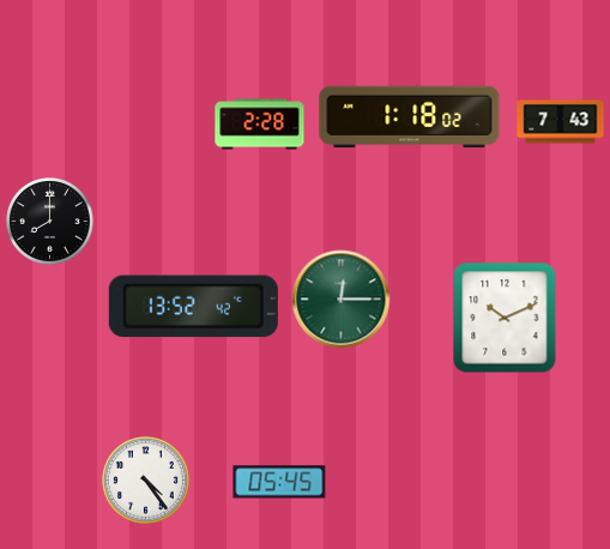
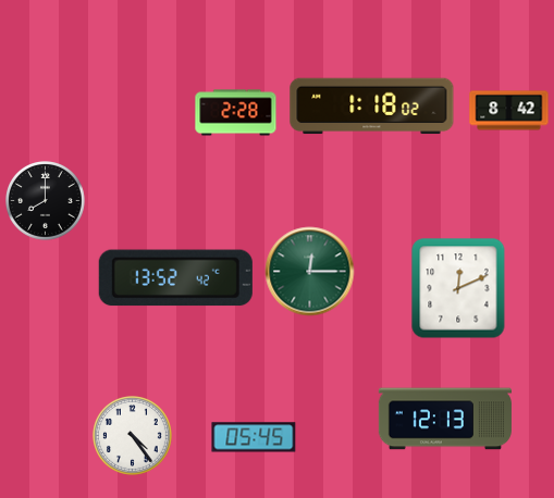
clock at (561, 122): 7:43 -> 8:42
clock at (505, 318): 10:11 -> 12:11
clock at (445, 419): none -> 12:13
